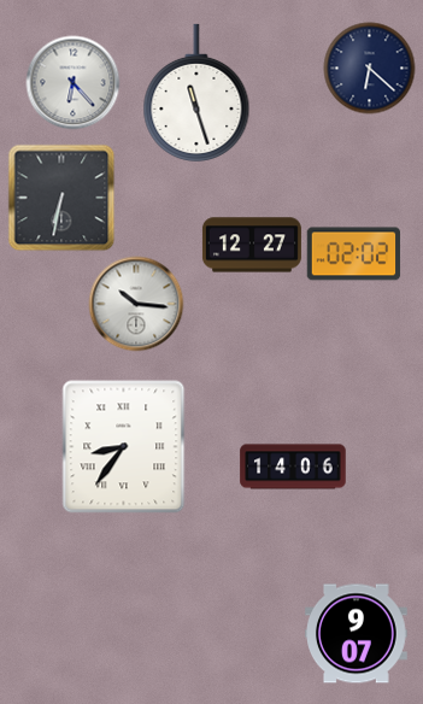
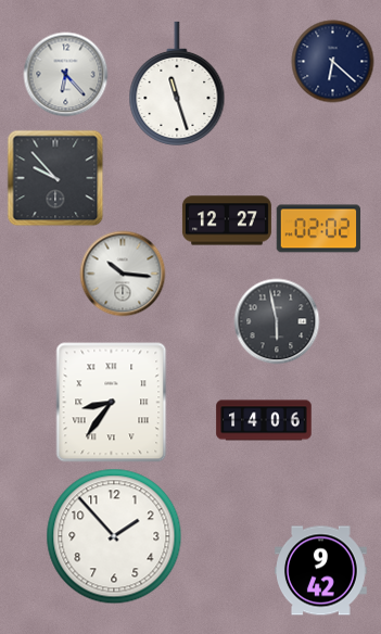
clock at (61, 198): 6:32 -> 9:53
clock at (277, 321): none -> 5:58
clock at (114, 536): none -> 1:53
clock at (357, 634): 9:07 -> 9:42
